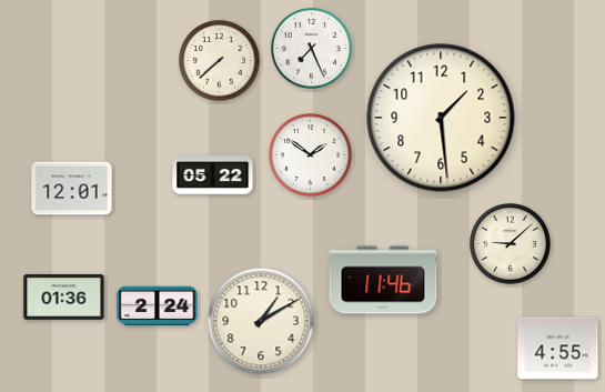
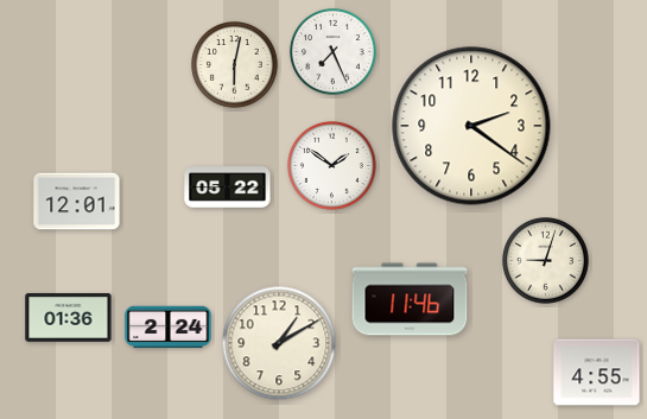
clock at (220, 61): 7:38 -> 6:02
clock at (441, 118): 1:29 -> 2:21
clock at (511, 244): 9:08 -> 9:03
